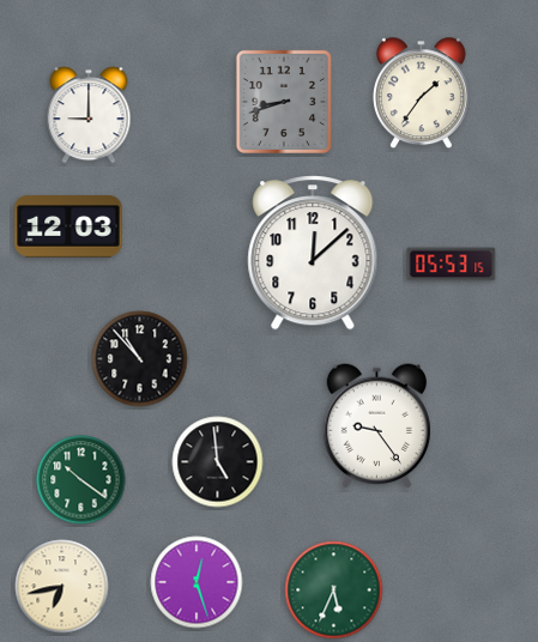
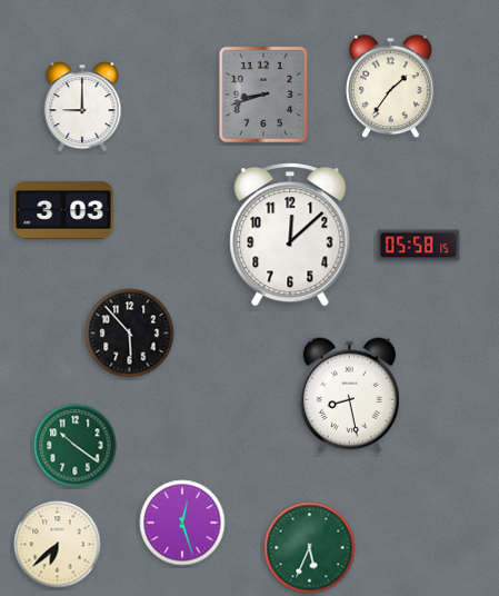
clock at (68, 226): 12:03 -> 3:03
clock at (452, 265): 05:53 -> 05:58
clock at (140, 359): 10:53 -> 5:53
clock at (376, 426): 9:24 -> 8:28
clock at (218, 462): 4:59 -> none
clock at (197, 582) position: (197, 582) -> (182, 523)
clock at (62, 587): 6:43 -> 6:38
